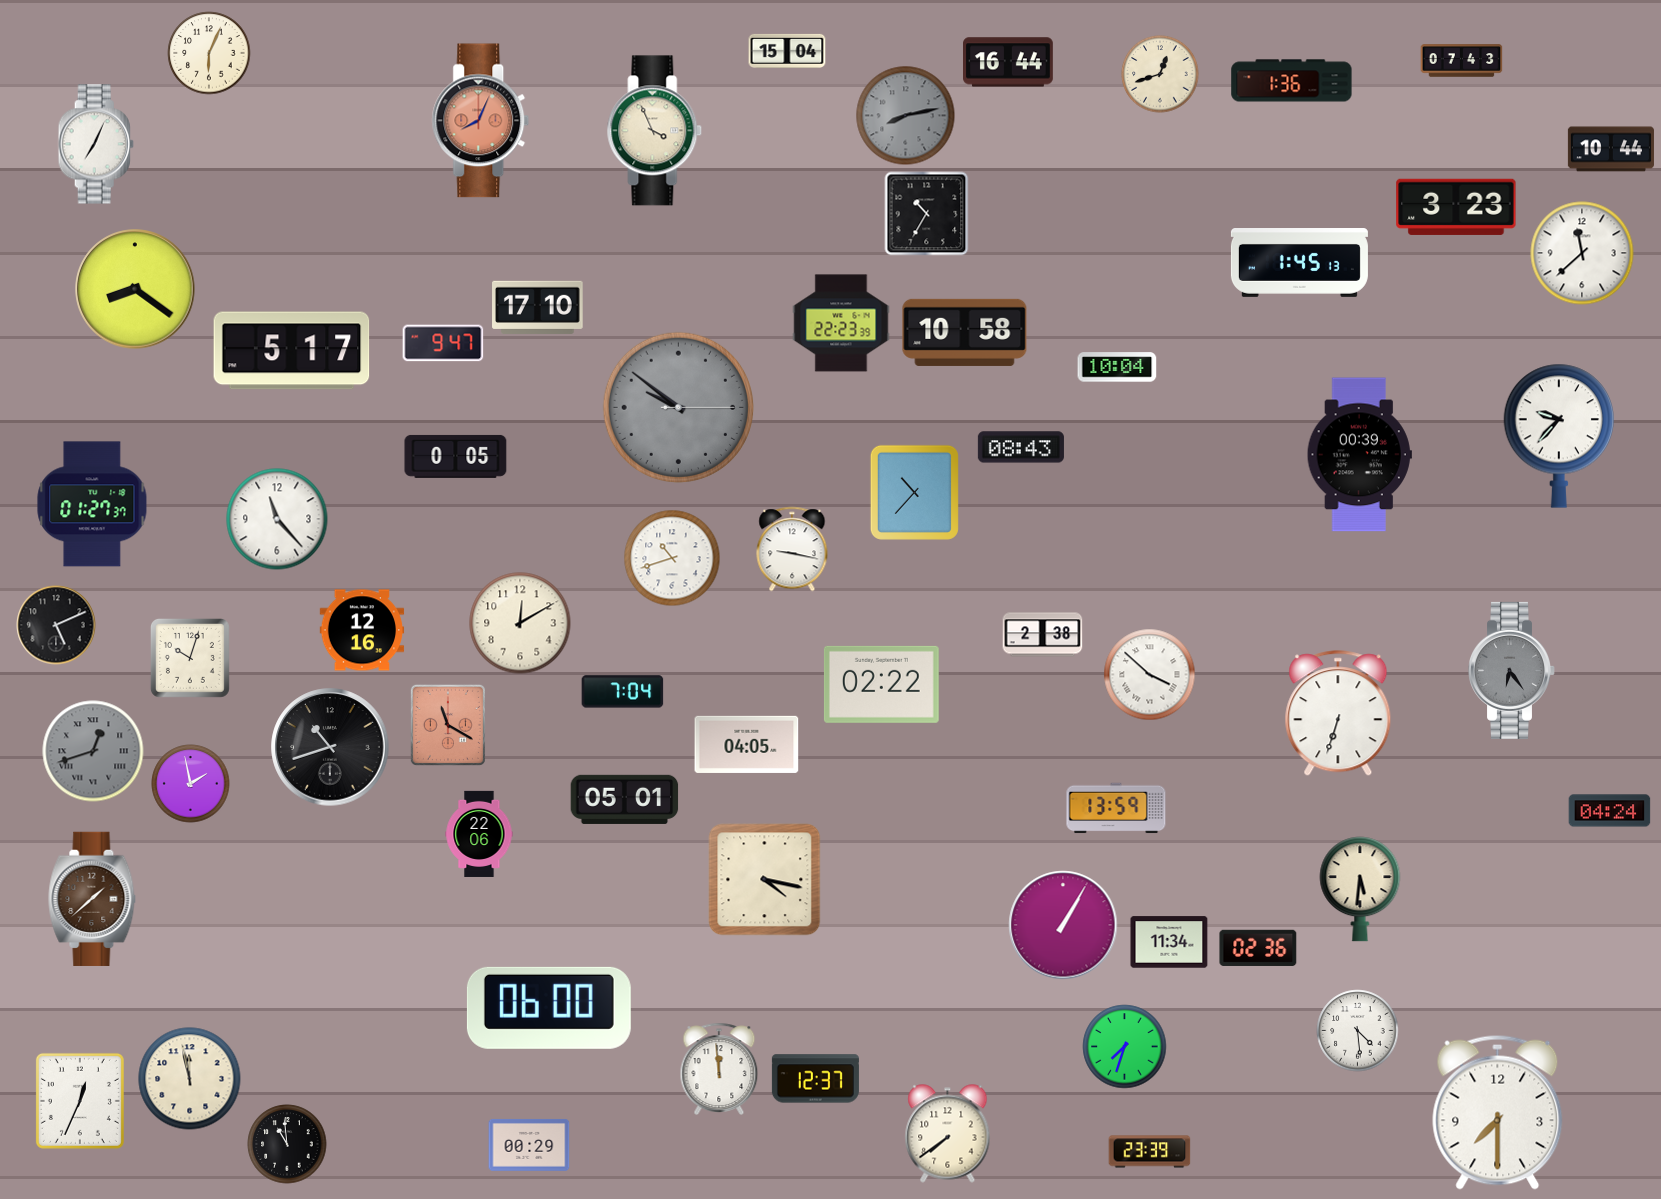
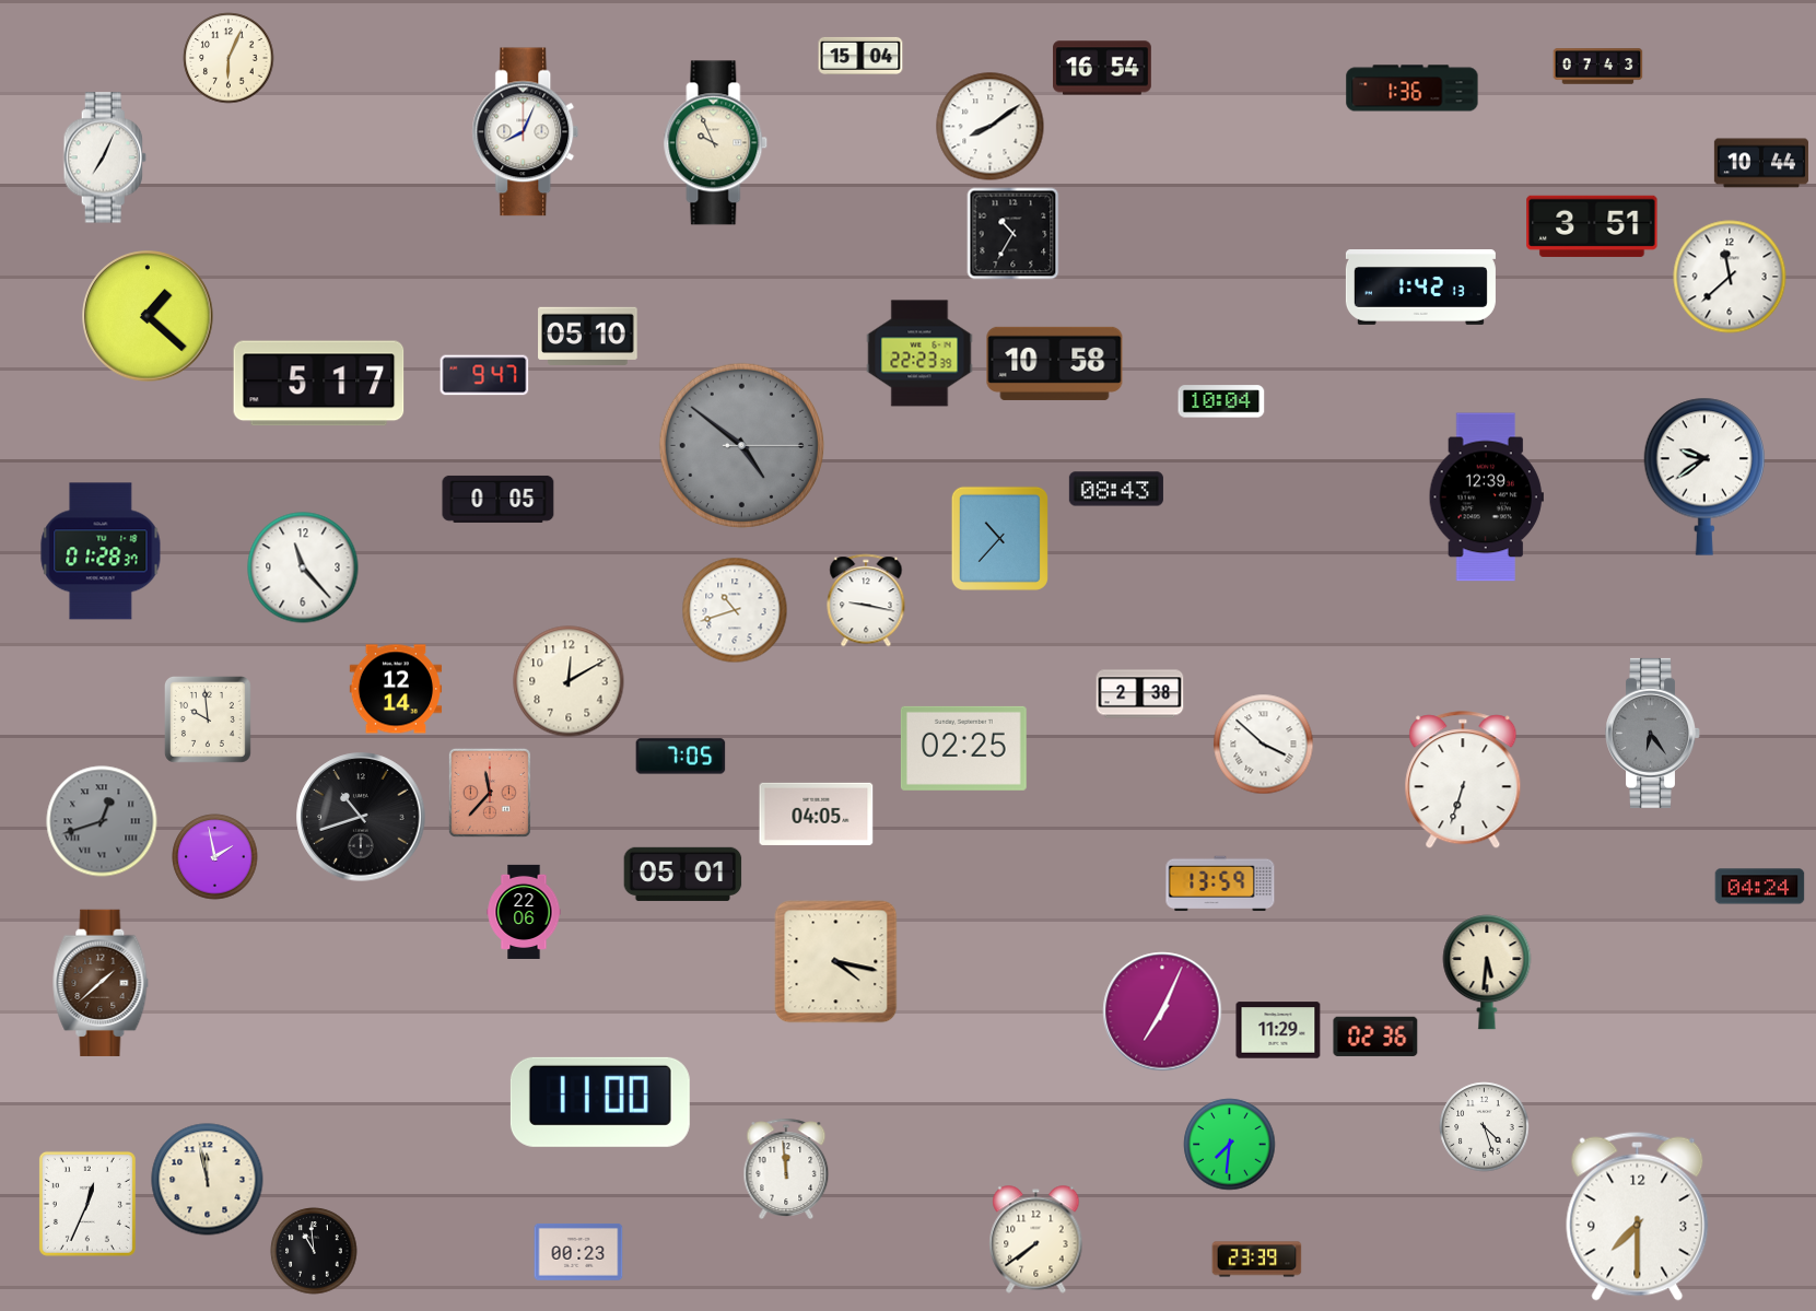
clock at (1009, 62): 16:44 -> 16:54
clock at (1160, 74): 12:42 -> none
clock at (906, 116): 8:13 -> 8:09
clock at (906, 116) dial: grey -> white
clock at (481, 121) dial: salmon -> white
clock at (655, 131): 3:56 -> 9:56
clock at (1456, 207): 3:23 -> 3:51
clock at (1299, 263): 1:45 -> 1:42
clock at (135, 289): 8:21 -> 1:22
clock at (538, 307): 17:10 -> 05:10
clock at (678, 407): 9:51 -> 4:51
clock at (1558, 436): 9:37 -> 9:39
clock at (1359, 455): 00:39 -> 12:39
clock at (92, 504): 01:27 -> 01:28
clock at (56, 625): 5:11 -> none
clock at (362, 630): 12:16 -> 12:14
clock at (190, 658): 10:03 -> 9:59
clock at (1150, 675) position: (1150, 675) -> (1264, 745)
clock at (881, 684): 02:22 -> 02:25
clock at (623, 692): 7:04 -> 7:05
clock at (448, 725): 11:20 -> 11:37
clock at (191, 784) position: (191, 784) -> (215, 857)
clock at (1063, 925): 1:05 -> 7:04
clock at (1169, 942): 11:34 -> 11:29
clock at (549, 1008): 06:00 -> 11:00
clock at (1358, 1031): 4:29 -> 4:27
clock at (1125, 1047): 7:33 -> 7:31
clock at (815, 1079): 12:37 -> none
clock at (529, 1145): 00:29 -> 00:23
